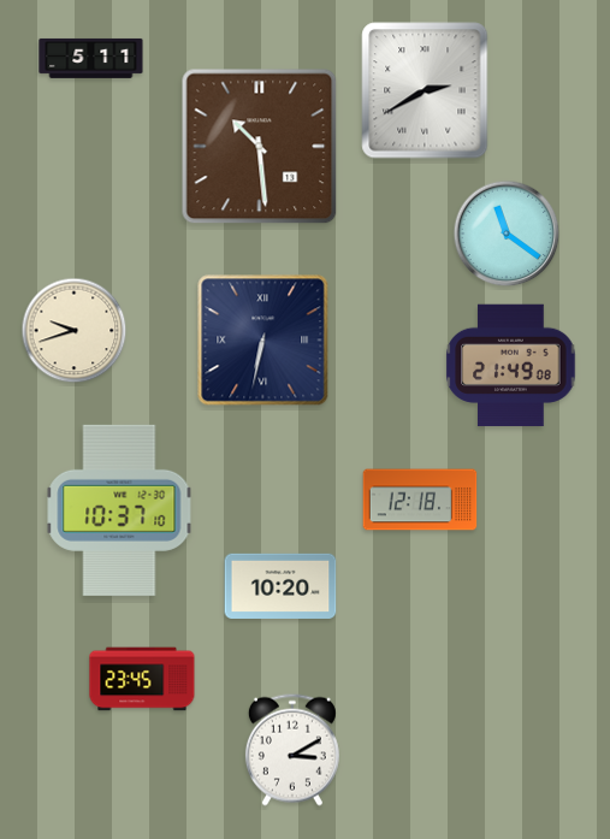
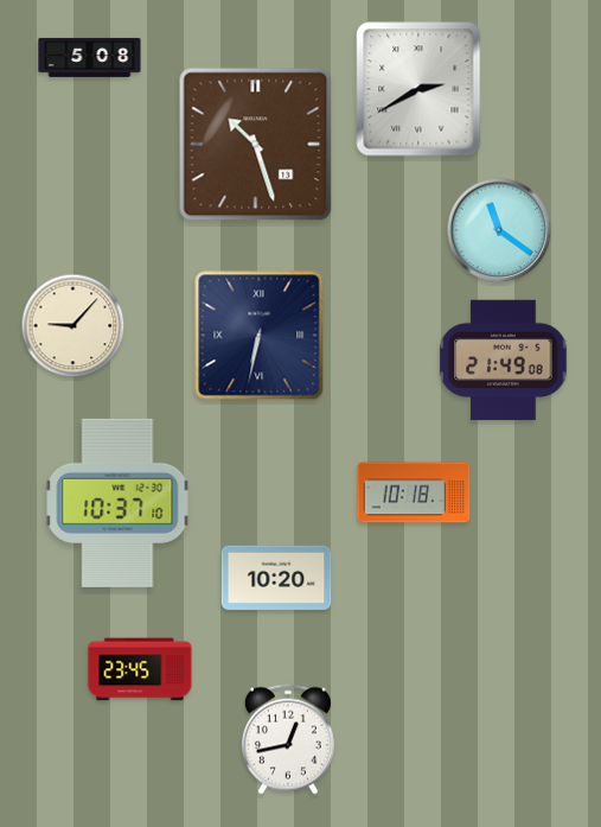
clock at (91, 58): 5:11 -> 5:08
clock at (260, 147): 10:29 -> 10:27
clock at (75, 331): 9:42 -> 9:07
clock at (420, 500): 12:18 -> 10:18
clock at (292, 750): 3:10 -> 12:43
